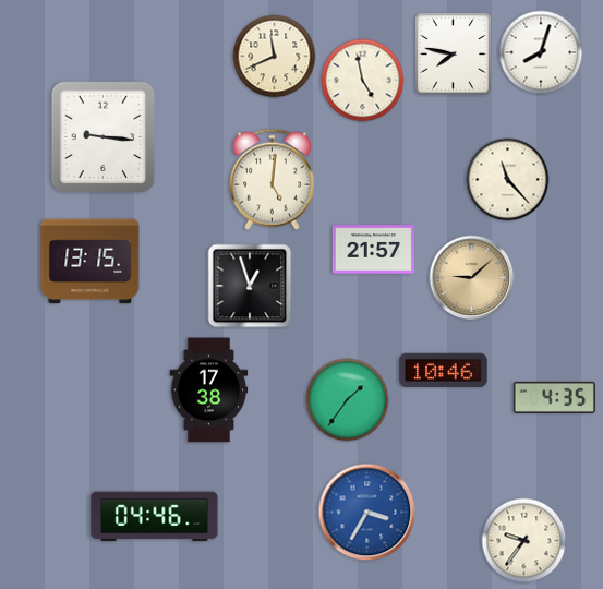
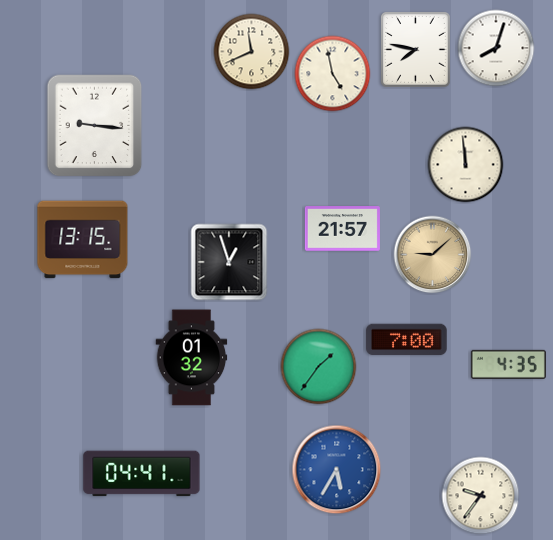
clock at (272, 179): 5:01 -> none
clock at (508, 180): 11:23 -> 11:59
clock at (444, 371): 10:46 -> 7:00
clock at (209, 390): 17:38 -> 01:32
clock at (367, 513): 3:35 -> 5:35
clock at (155, 517): 04:46 -> 04:41
